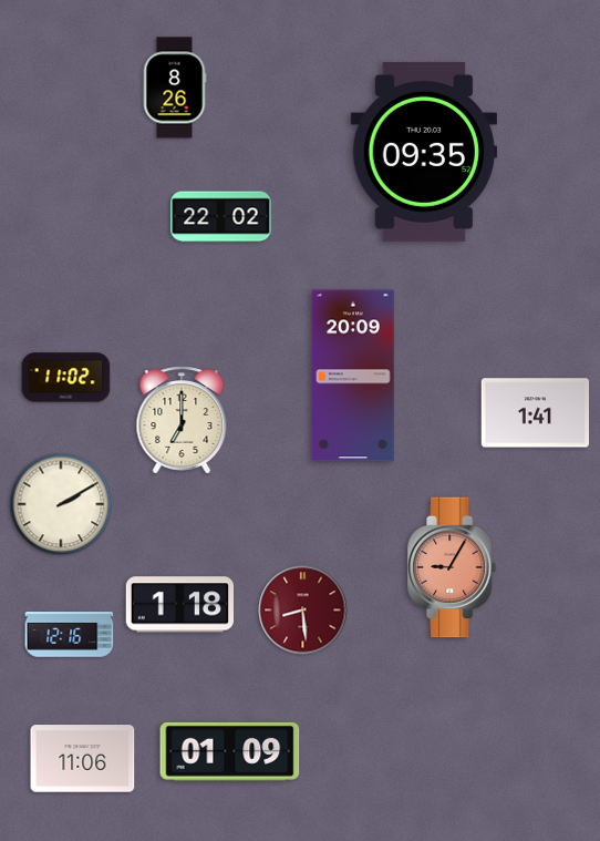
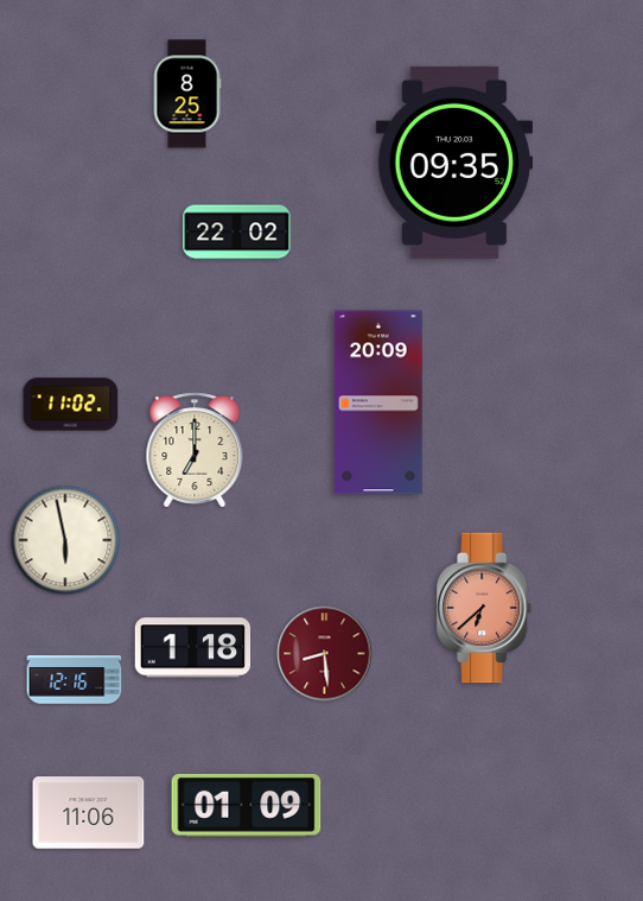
clock at (175, 88): 8:26 -> 8:25
clock at (536, 413): 1:41 -> none
clock at (61, 504): 2:10 -> 5:58
clock at (453, 567): 9:05 -> 6:38
